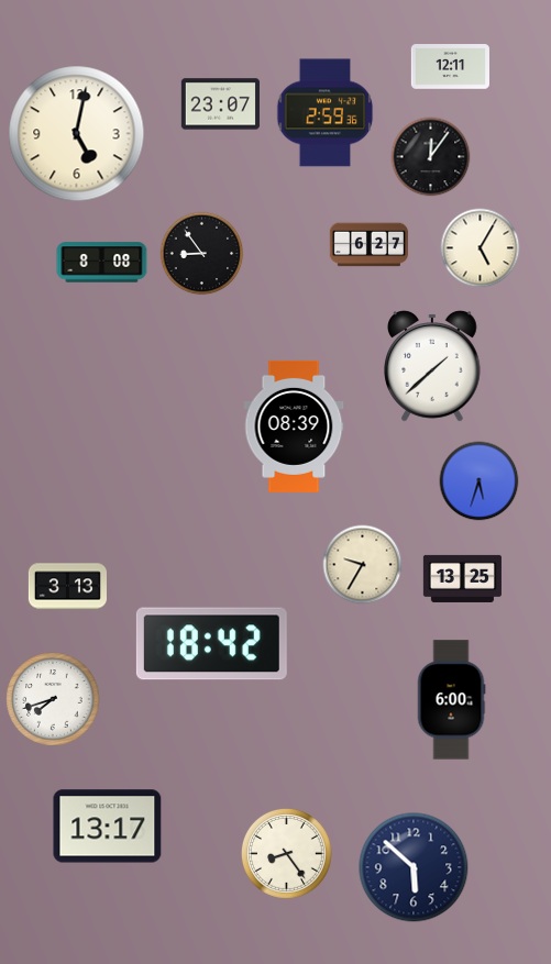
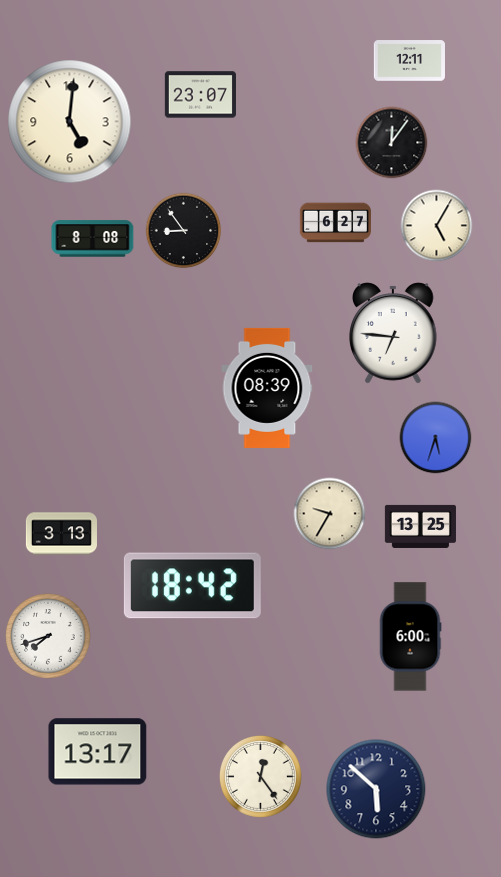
clock at (326, 113): 2:59 -> none
clock at (77, 134): 5:02 -> 5:01
clock at (432, 366): 1:38 -> 6:46
clock at (286, 853): 8:24 -> 12:24
